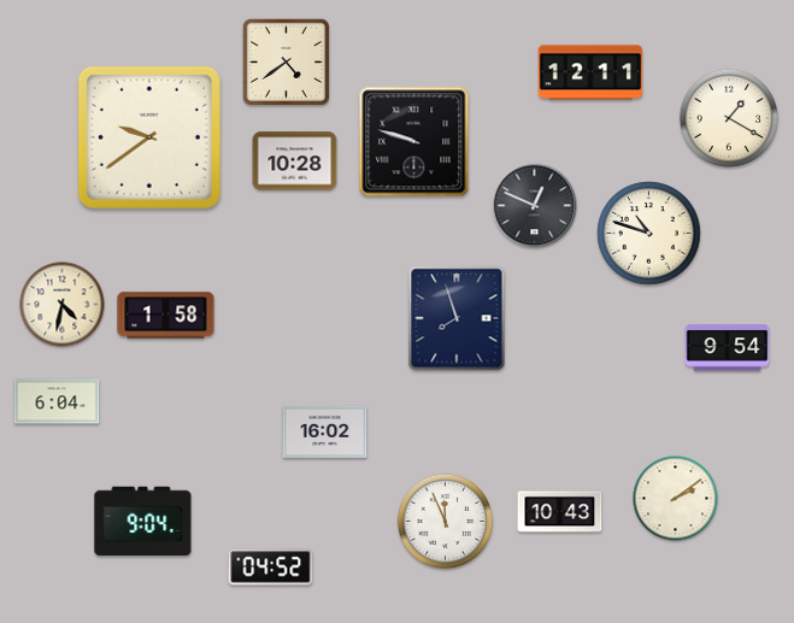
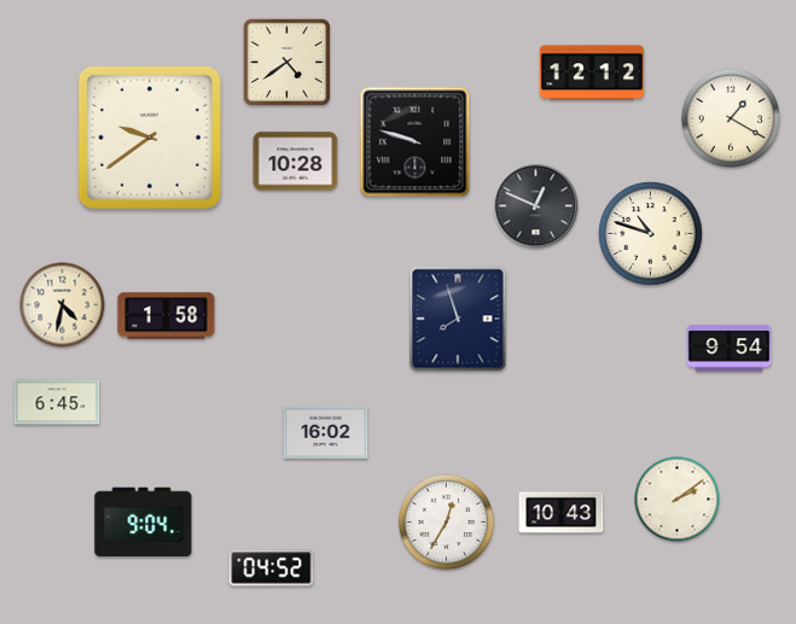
clock at (590, 72): 12:11 -> 12:12
clock at (57, 401): 6:04 -> 6:45
clock at (446, 522): 11:56 -> 12:35
